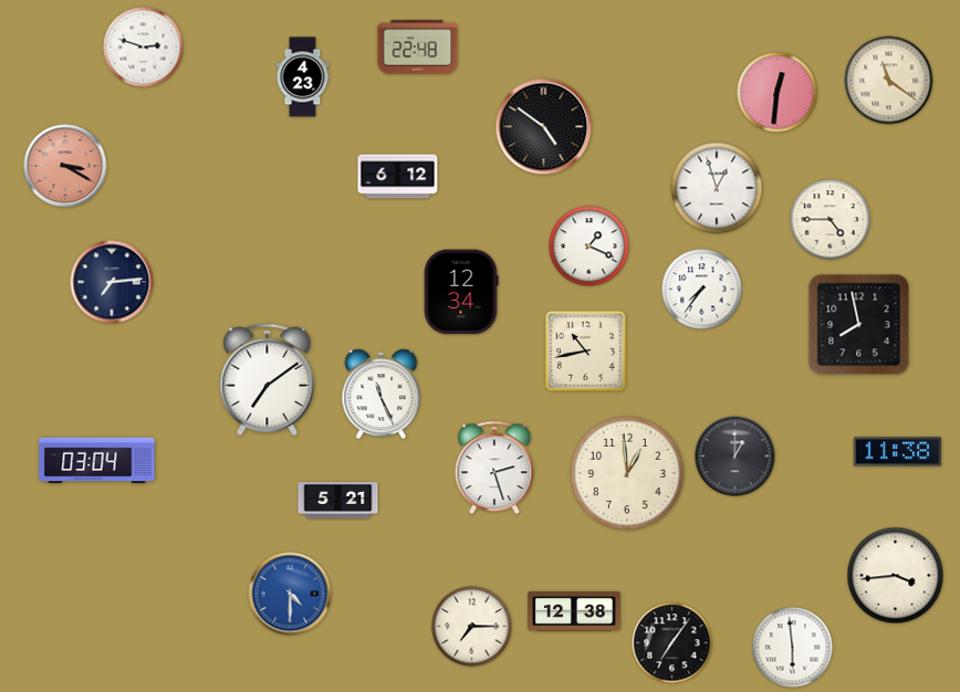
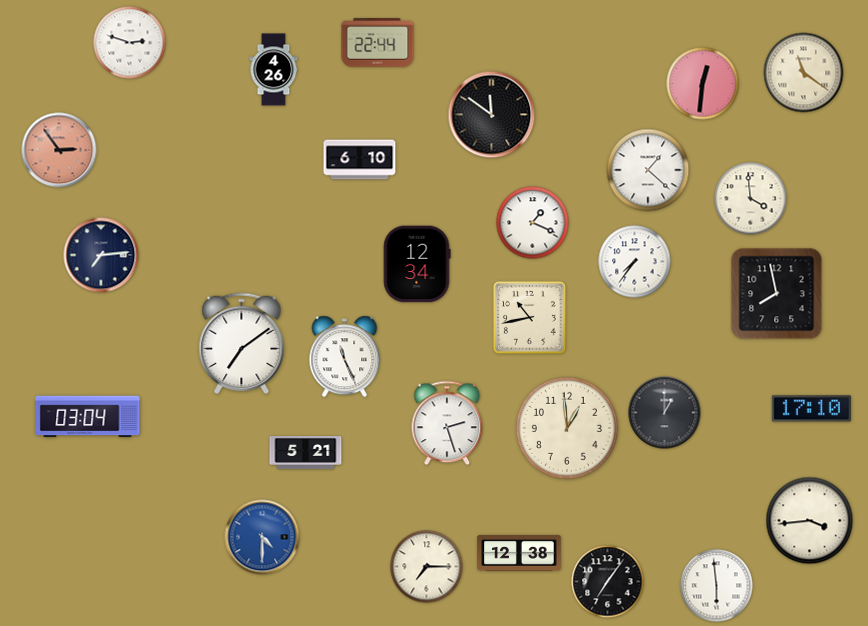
clock at (418, 48): 22:48 -> 22:44
clock at (303, 77): 4:23 -> 4:26
clock at (544, 127): 4:51 -> 11:51
clock at (65, 166): 3:20 -> 2:54
clock at (398, 177): 6:12 -> 6:10
clock at (717, 188): 12:57 -> 1:22
clock at (831, 220): 4:45 -> 3:59
clock at (897, 452): 11:38 -> 17:10
